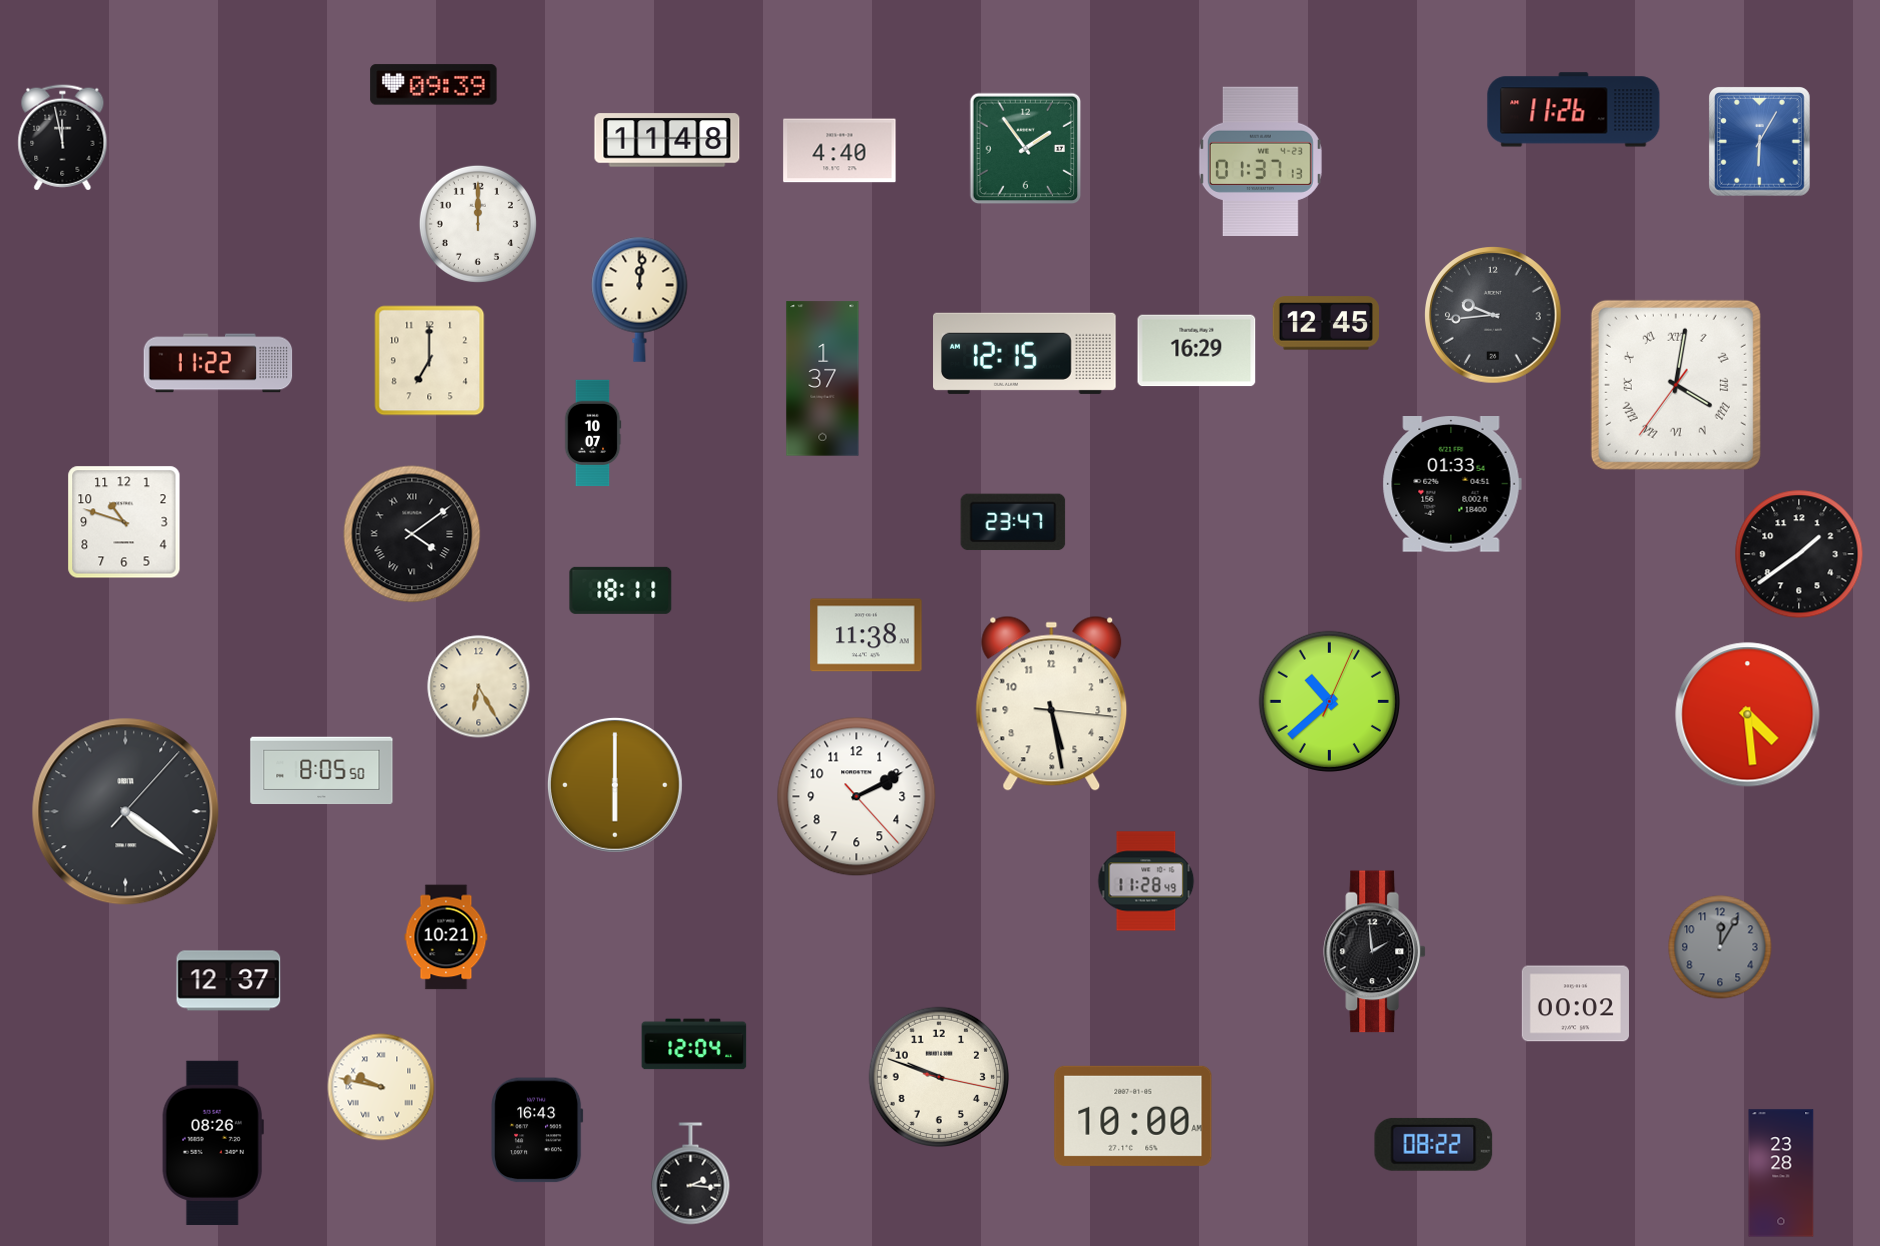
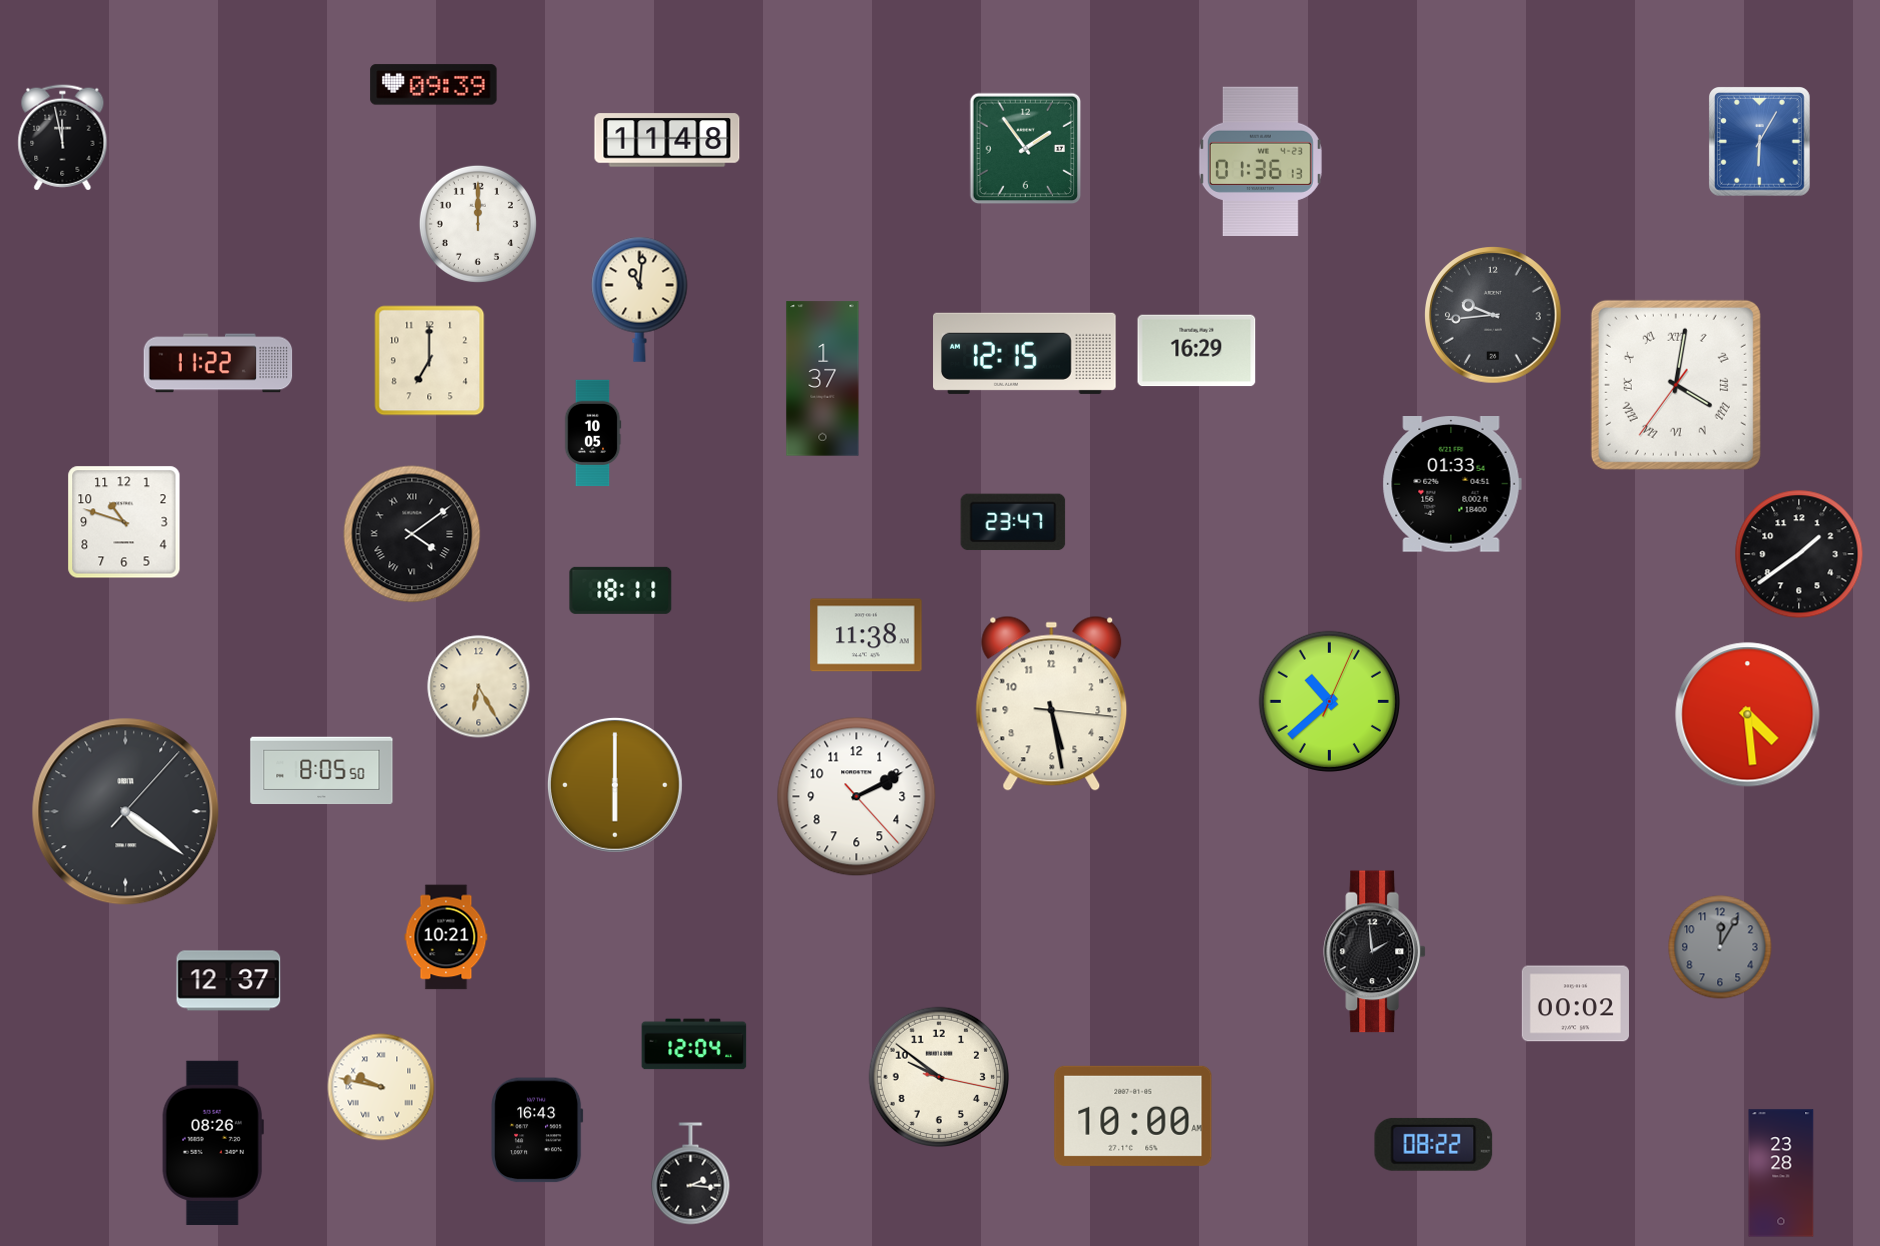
clock at (1574, 110): 11:26 -> none
clock at (840, 151): 4:40 -> none
clock at (1260, 161): 01:37 -> 01:36
clock at (640, 299): 12:01 -> 11:01
clock at (1325, 323): 12:45 -> none
clock at (593, 433): 10:07 -> 10:05
clock at (1146, 881): 11:28 -> none
clock at (939, 1077): 9:48 -> 9:51
